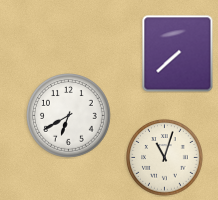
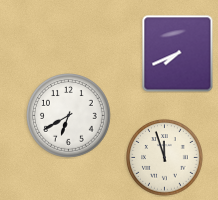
clock at (178, 54): 7:38 -> 7:41
clock at (165, 158): 11:03 -> 11:57
